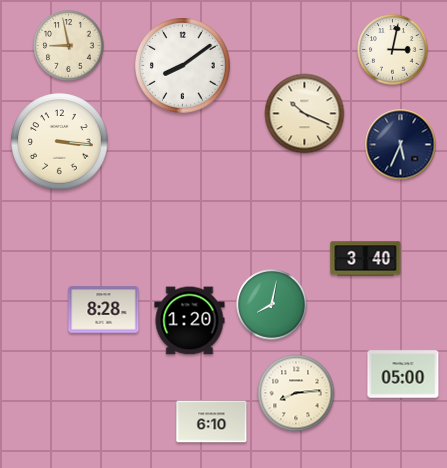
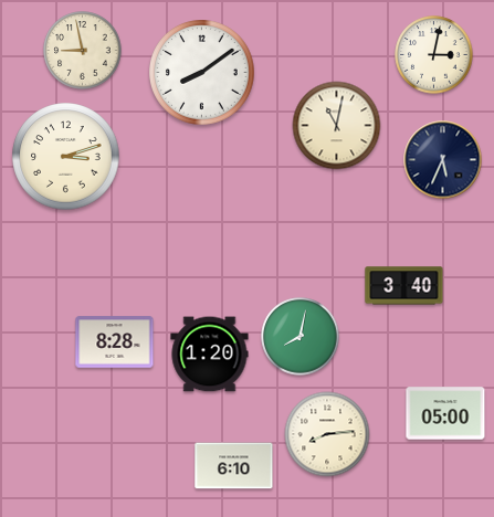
clock at (69, 46) position: (69, 46) -> (83, 51)
clock at (305, 114): 10:19 -> 11:02
clock at (60, 142): 3:16 -> 3:12
